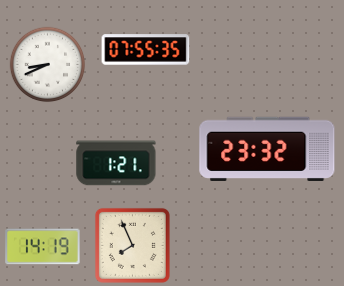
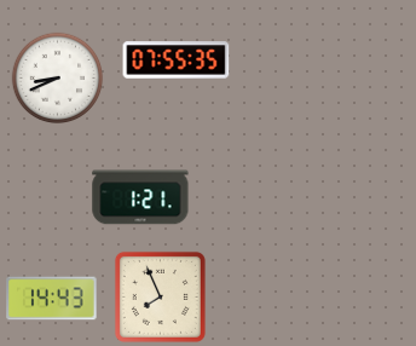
clock at (267, 149): 23:32 -> none
clock at (43, 247): 14:19 -> 14:43
